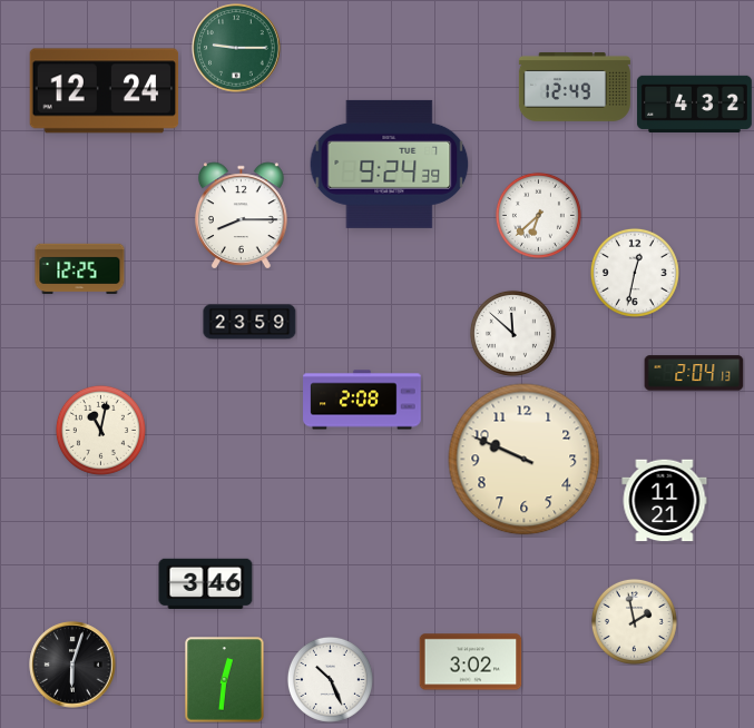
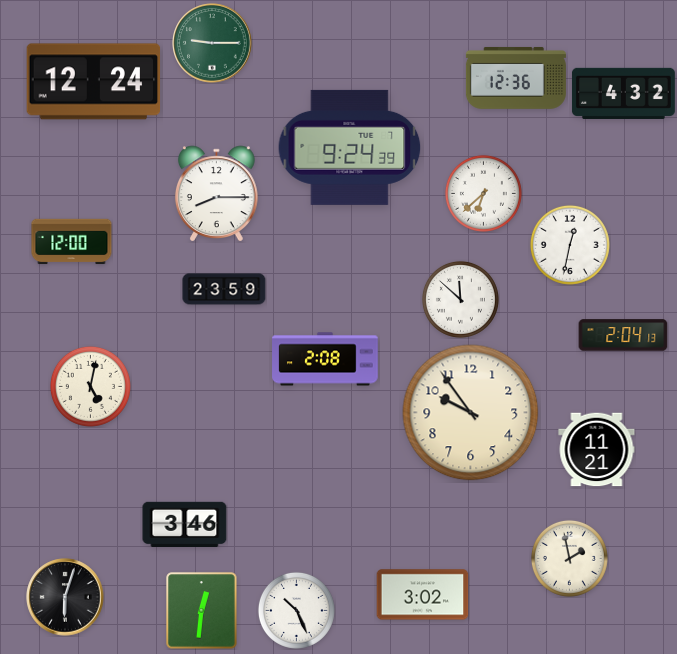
clock at (575, 87): 12:49 -> 12:36
clock at (80, 269): 12:25 -> 12:00
clock at (100, 430): 11:02 -> 5:02
clock at (525, 460): 9:49 -> 9:54
